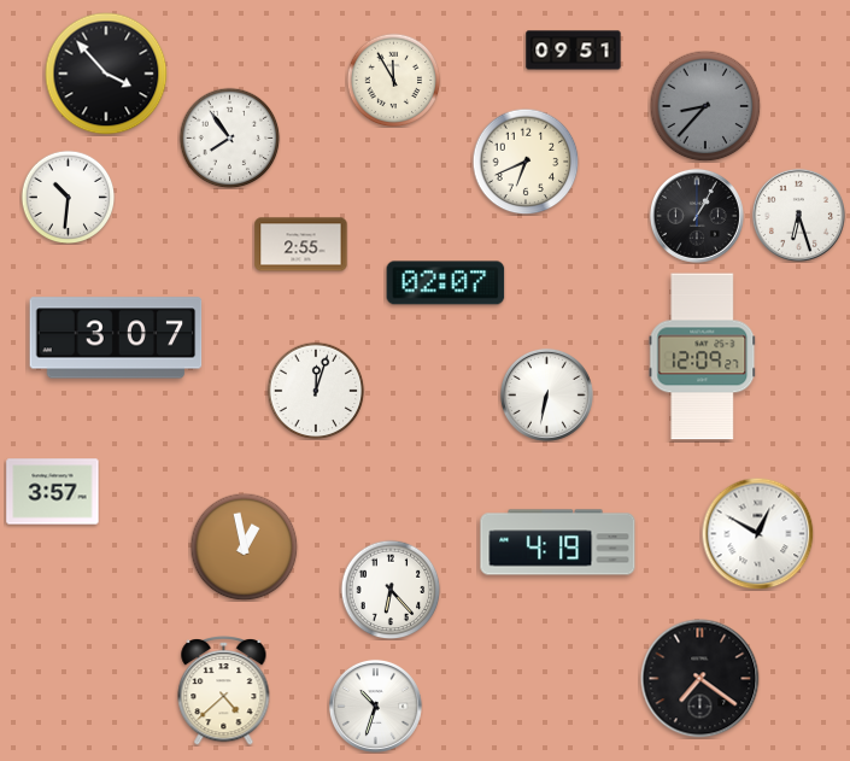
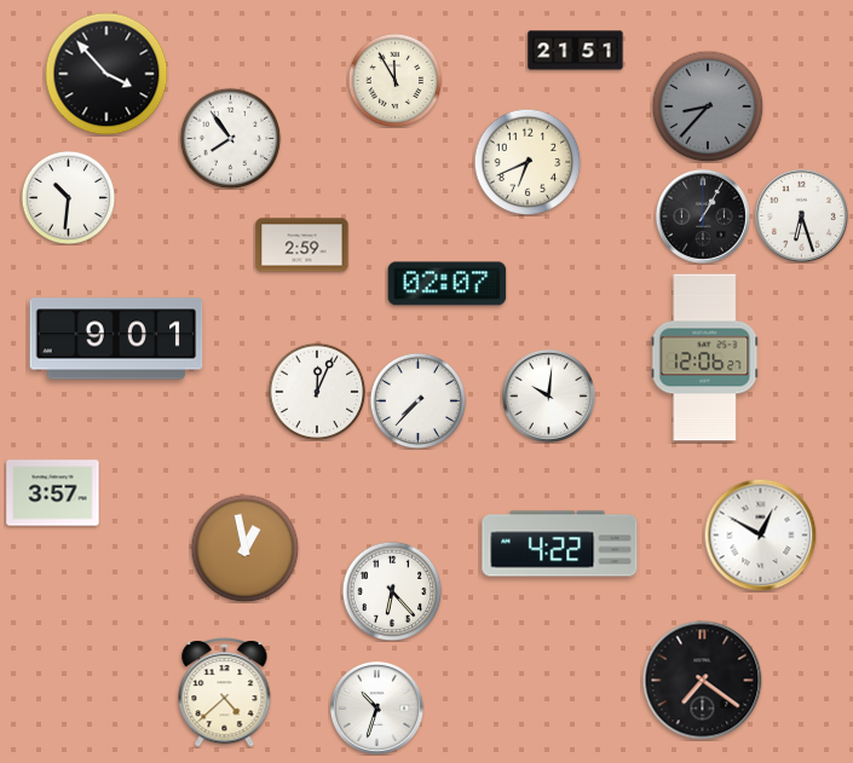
clock at (574, 51): 09:51 -> 21:51
clock at (697, 216) position: (697, 216) -> (703, 216)
clock at (301, 245): 2:55 -> 2:59
clock at (116, 338): 3:07 -> 9:01
clock at (703, 357): 12:09 -> 12:06
clock at (316, 391): 12:03 -> 12:04
clock at (546, 394): 6:32 -> 10:01
clock at (417, 400): none -> 7:37
clock at (558, 543): 4:19 -> 4:22
